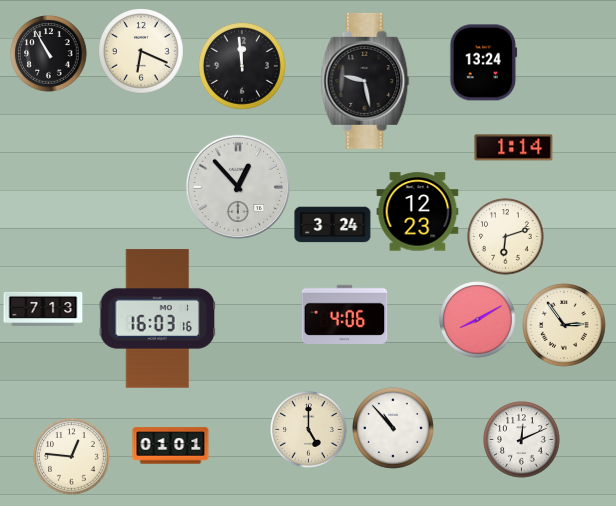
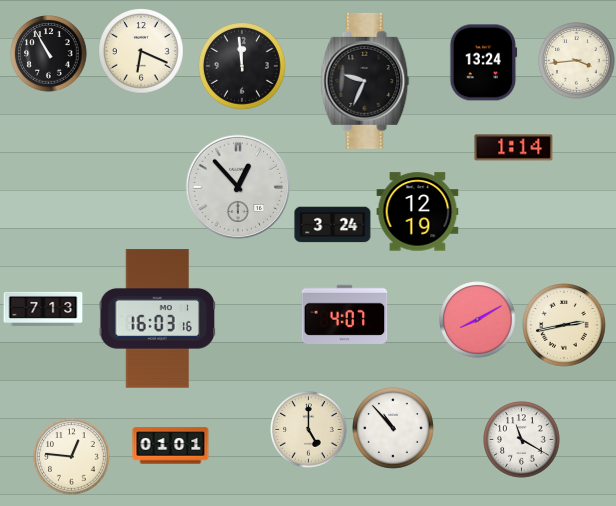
clock at (577, 61): none -> 3:44
clock at (365, 81): 9:28 -> 9:34
clock at (418, 212): 12:23 -> 12:19
clock at (506, 237): 6:12 -> none
clock at (345, 314): 4:06 -> 4:07
clock at (564, 325): 2:54 -> 2:43
clock at (522, 440): 12:11 -> 11:20
